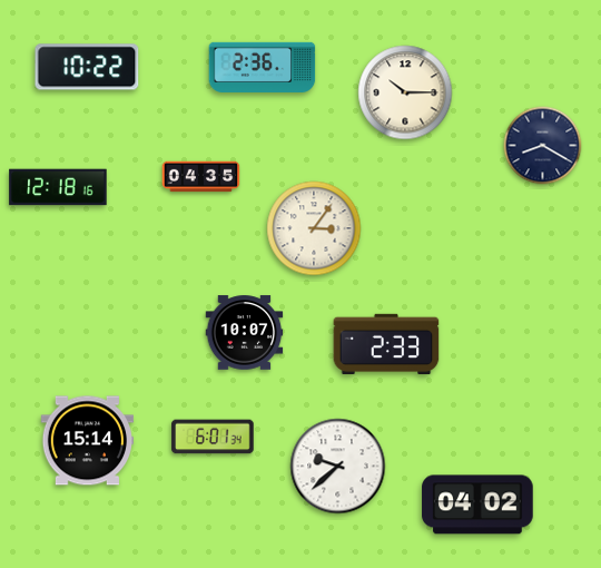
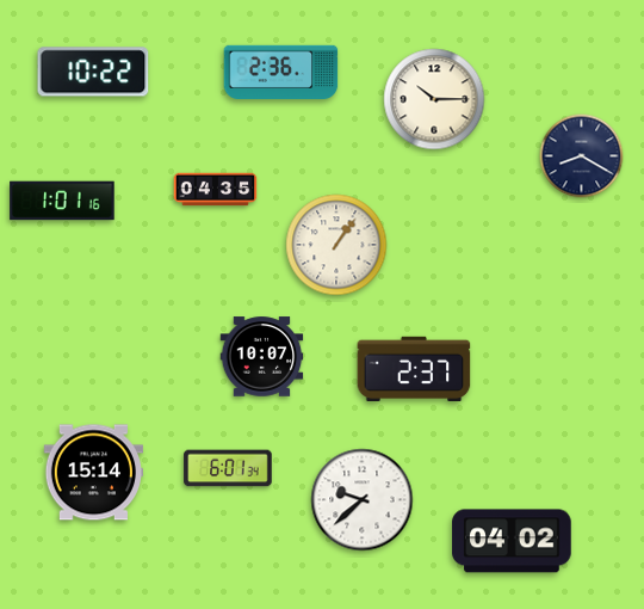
clock at (58, 187): 12:18 -> 1:01
clock at (314, 228): 3:06 -> 1:06
clock at (386, 343): 2:33 -> 2:37
